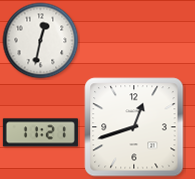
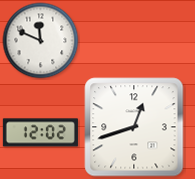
clock at (41, 41): 12:32 -> 11:49
clock at (40, 133): 11:21 -> 12:02
